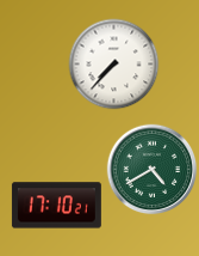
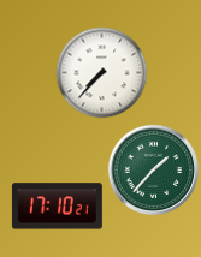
clock at (114, 65) position: (114, 65) -> (102, 73)
clock at (153, 170): 4:40 -> 1:37
